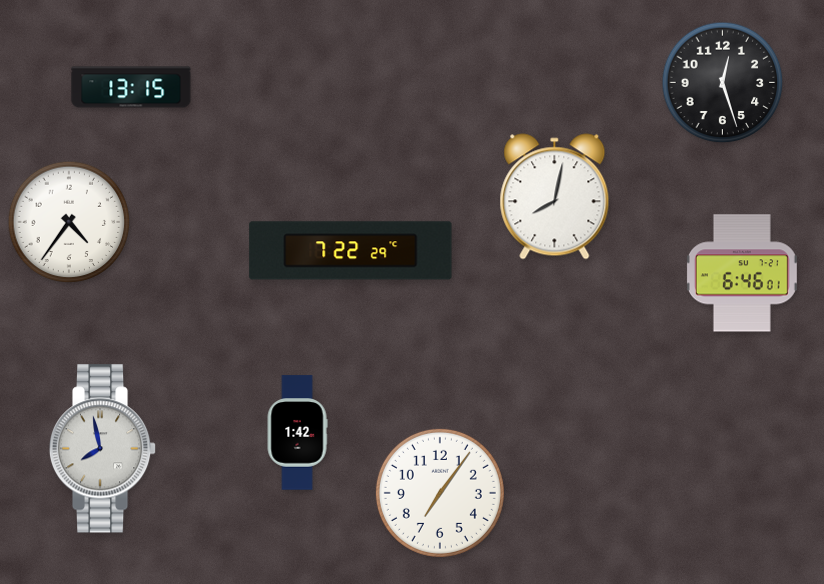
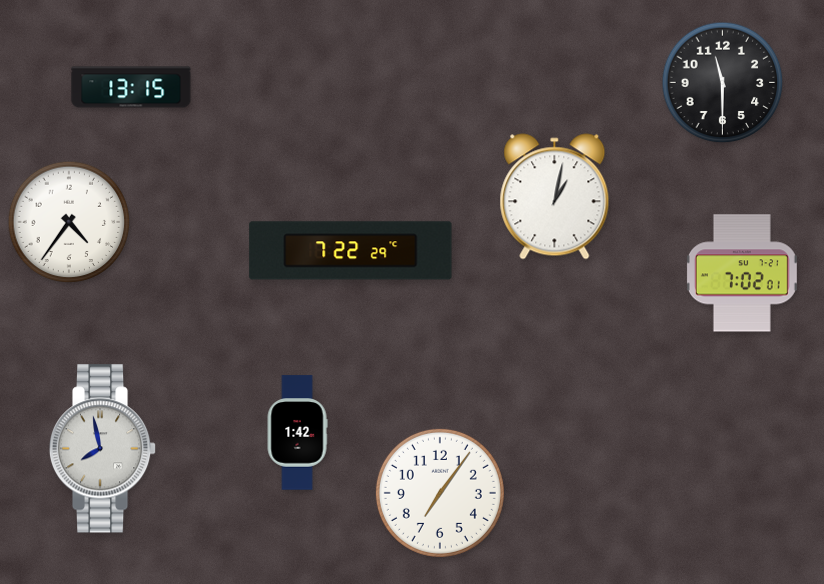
clock at (723, 83): 12:27 -> 11:30
clock at (555, 197): 8:02 -> 1:02
clock at (742, 273): 6:46 -> 7:02
